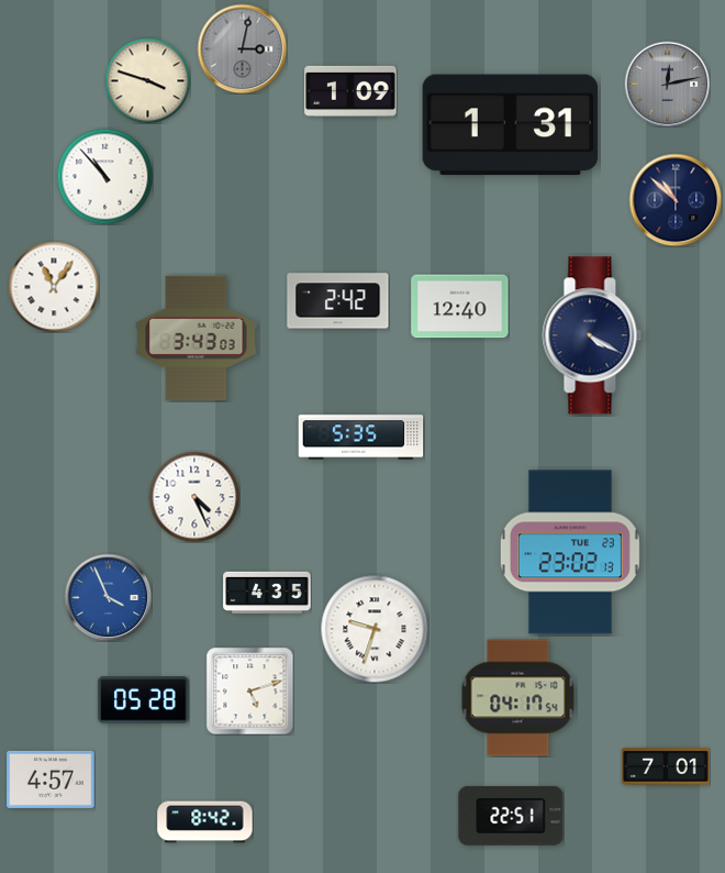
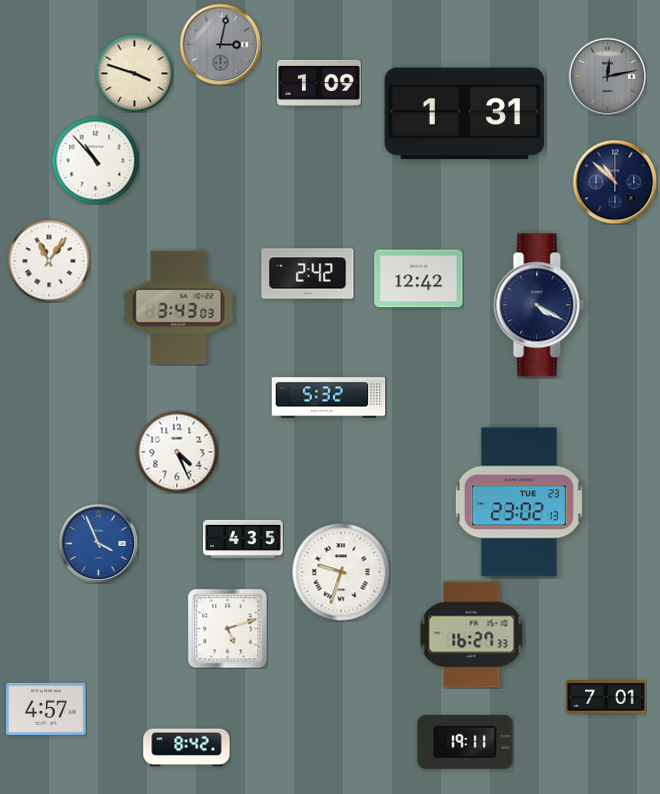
clock at (460, 307): 12:40 -> 12:42
clock at (361, 438): 5:35 -> 5:32
clock at (518, 698): 04:17 -> 16:27
clock at (144, 700): 05:28 -> none
clock at (511, 816): 22:51 -> 19:11
